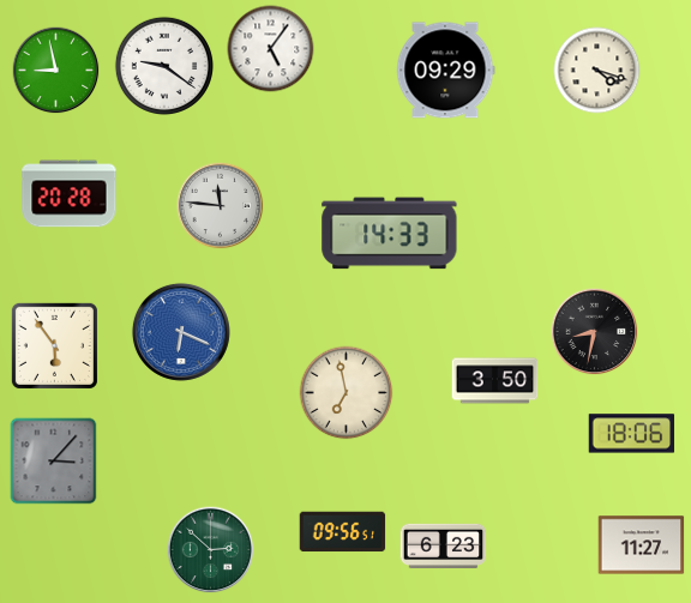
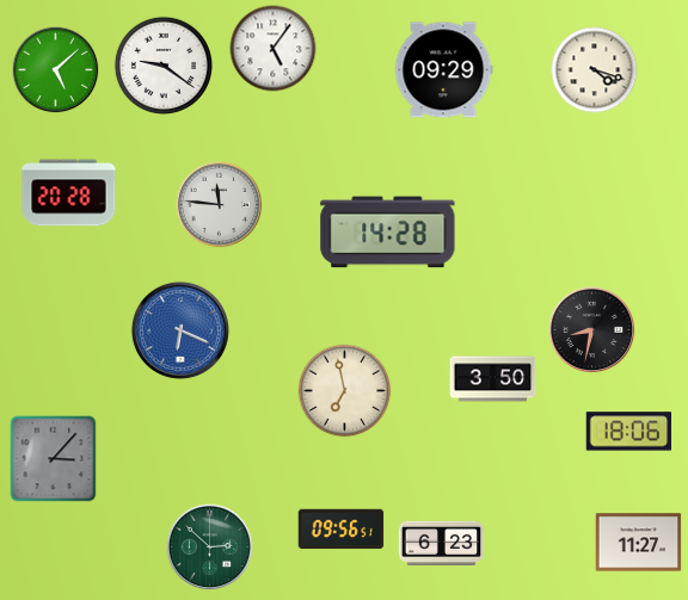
clock at (271, 49) position: (271, 49) -> (274, 49)
clock at (56, 71): 8:58 -> 5:08
clock at (390, 234): 14:33 -> 14:28
clock at (54, 345): 5:54 -> none
